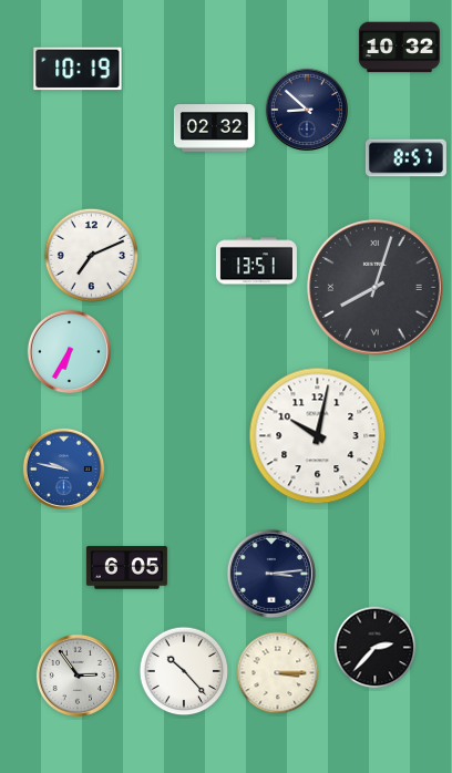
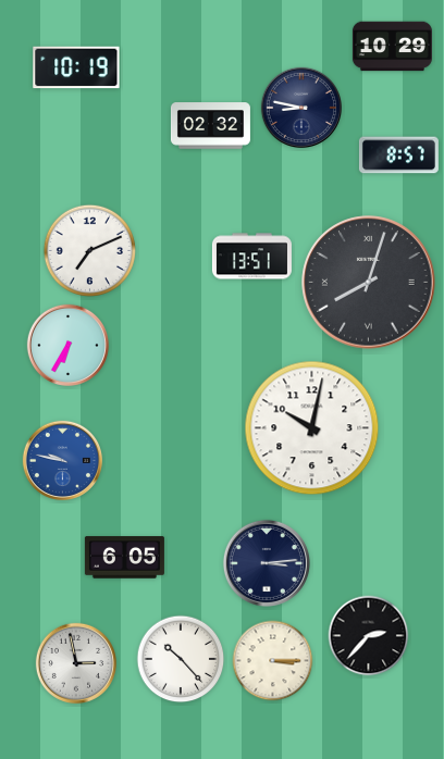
clock at (399, 48): 10:32 -> 10:29
clock at (306, 109): 8:52 -> 8:47
clock at (76, 674): 2:54 -> 2:58
